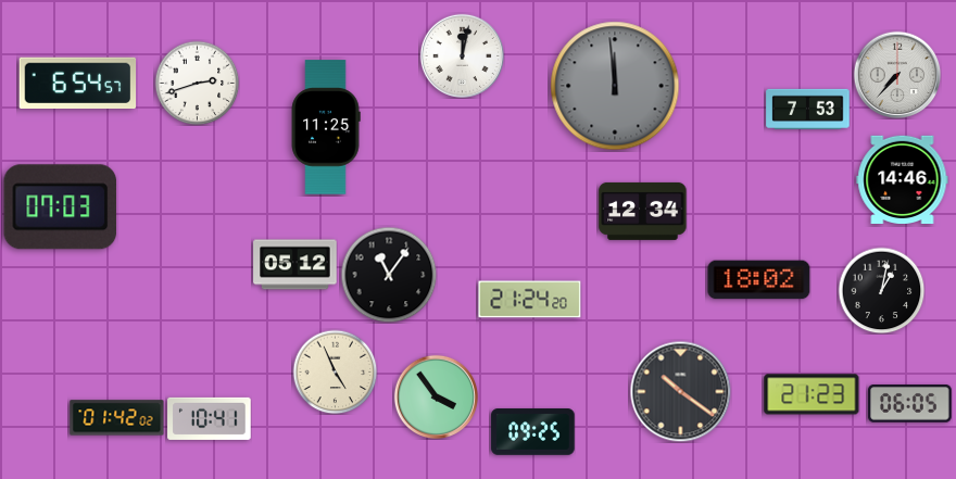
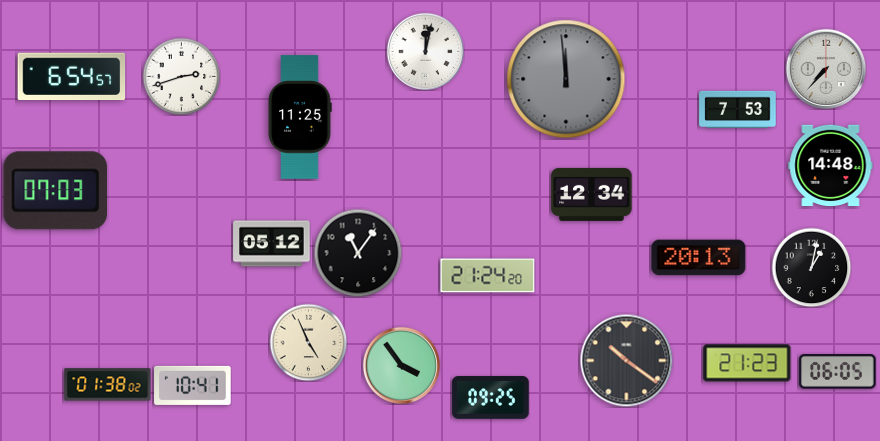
clock at (808, 109) position: (808, 109) -> (738, 109)
clock at (903, 179): 14:46 -> 14:48
clock at (759, 280): 18:02 -> 20:13
clock at (117, 418): 01:42 -> 01:38
